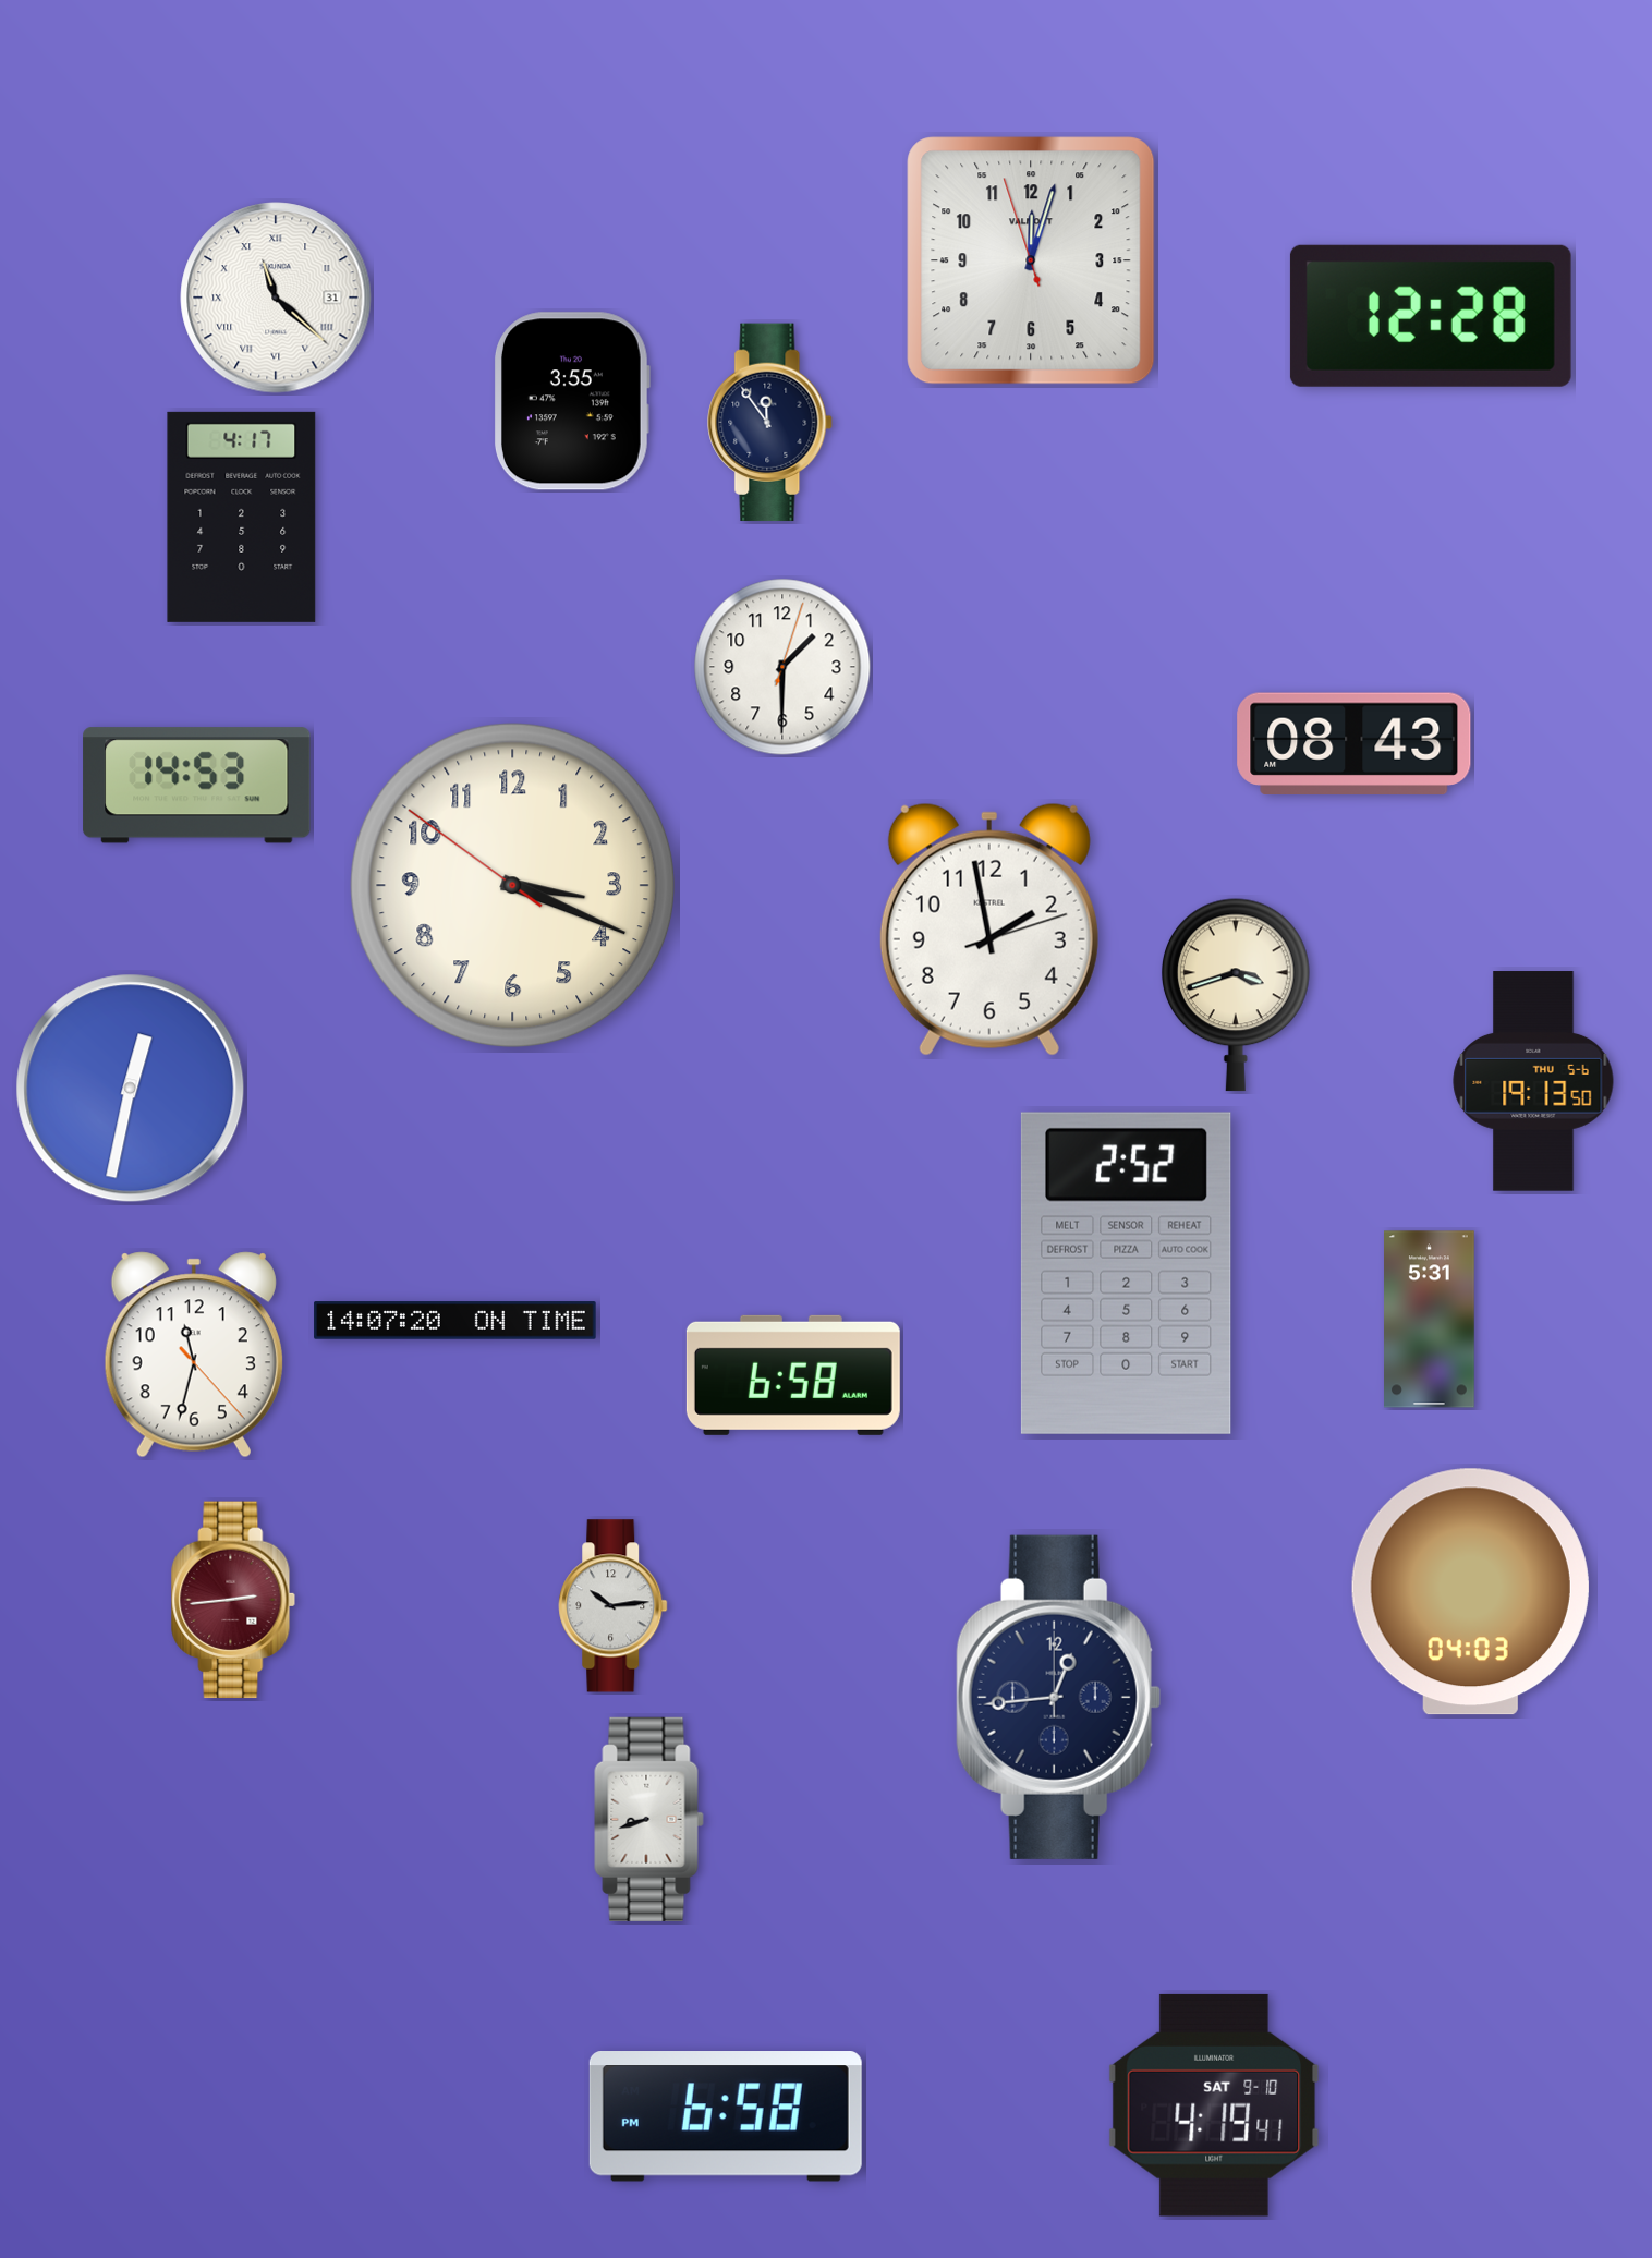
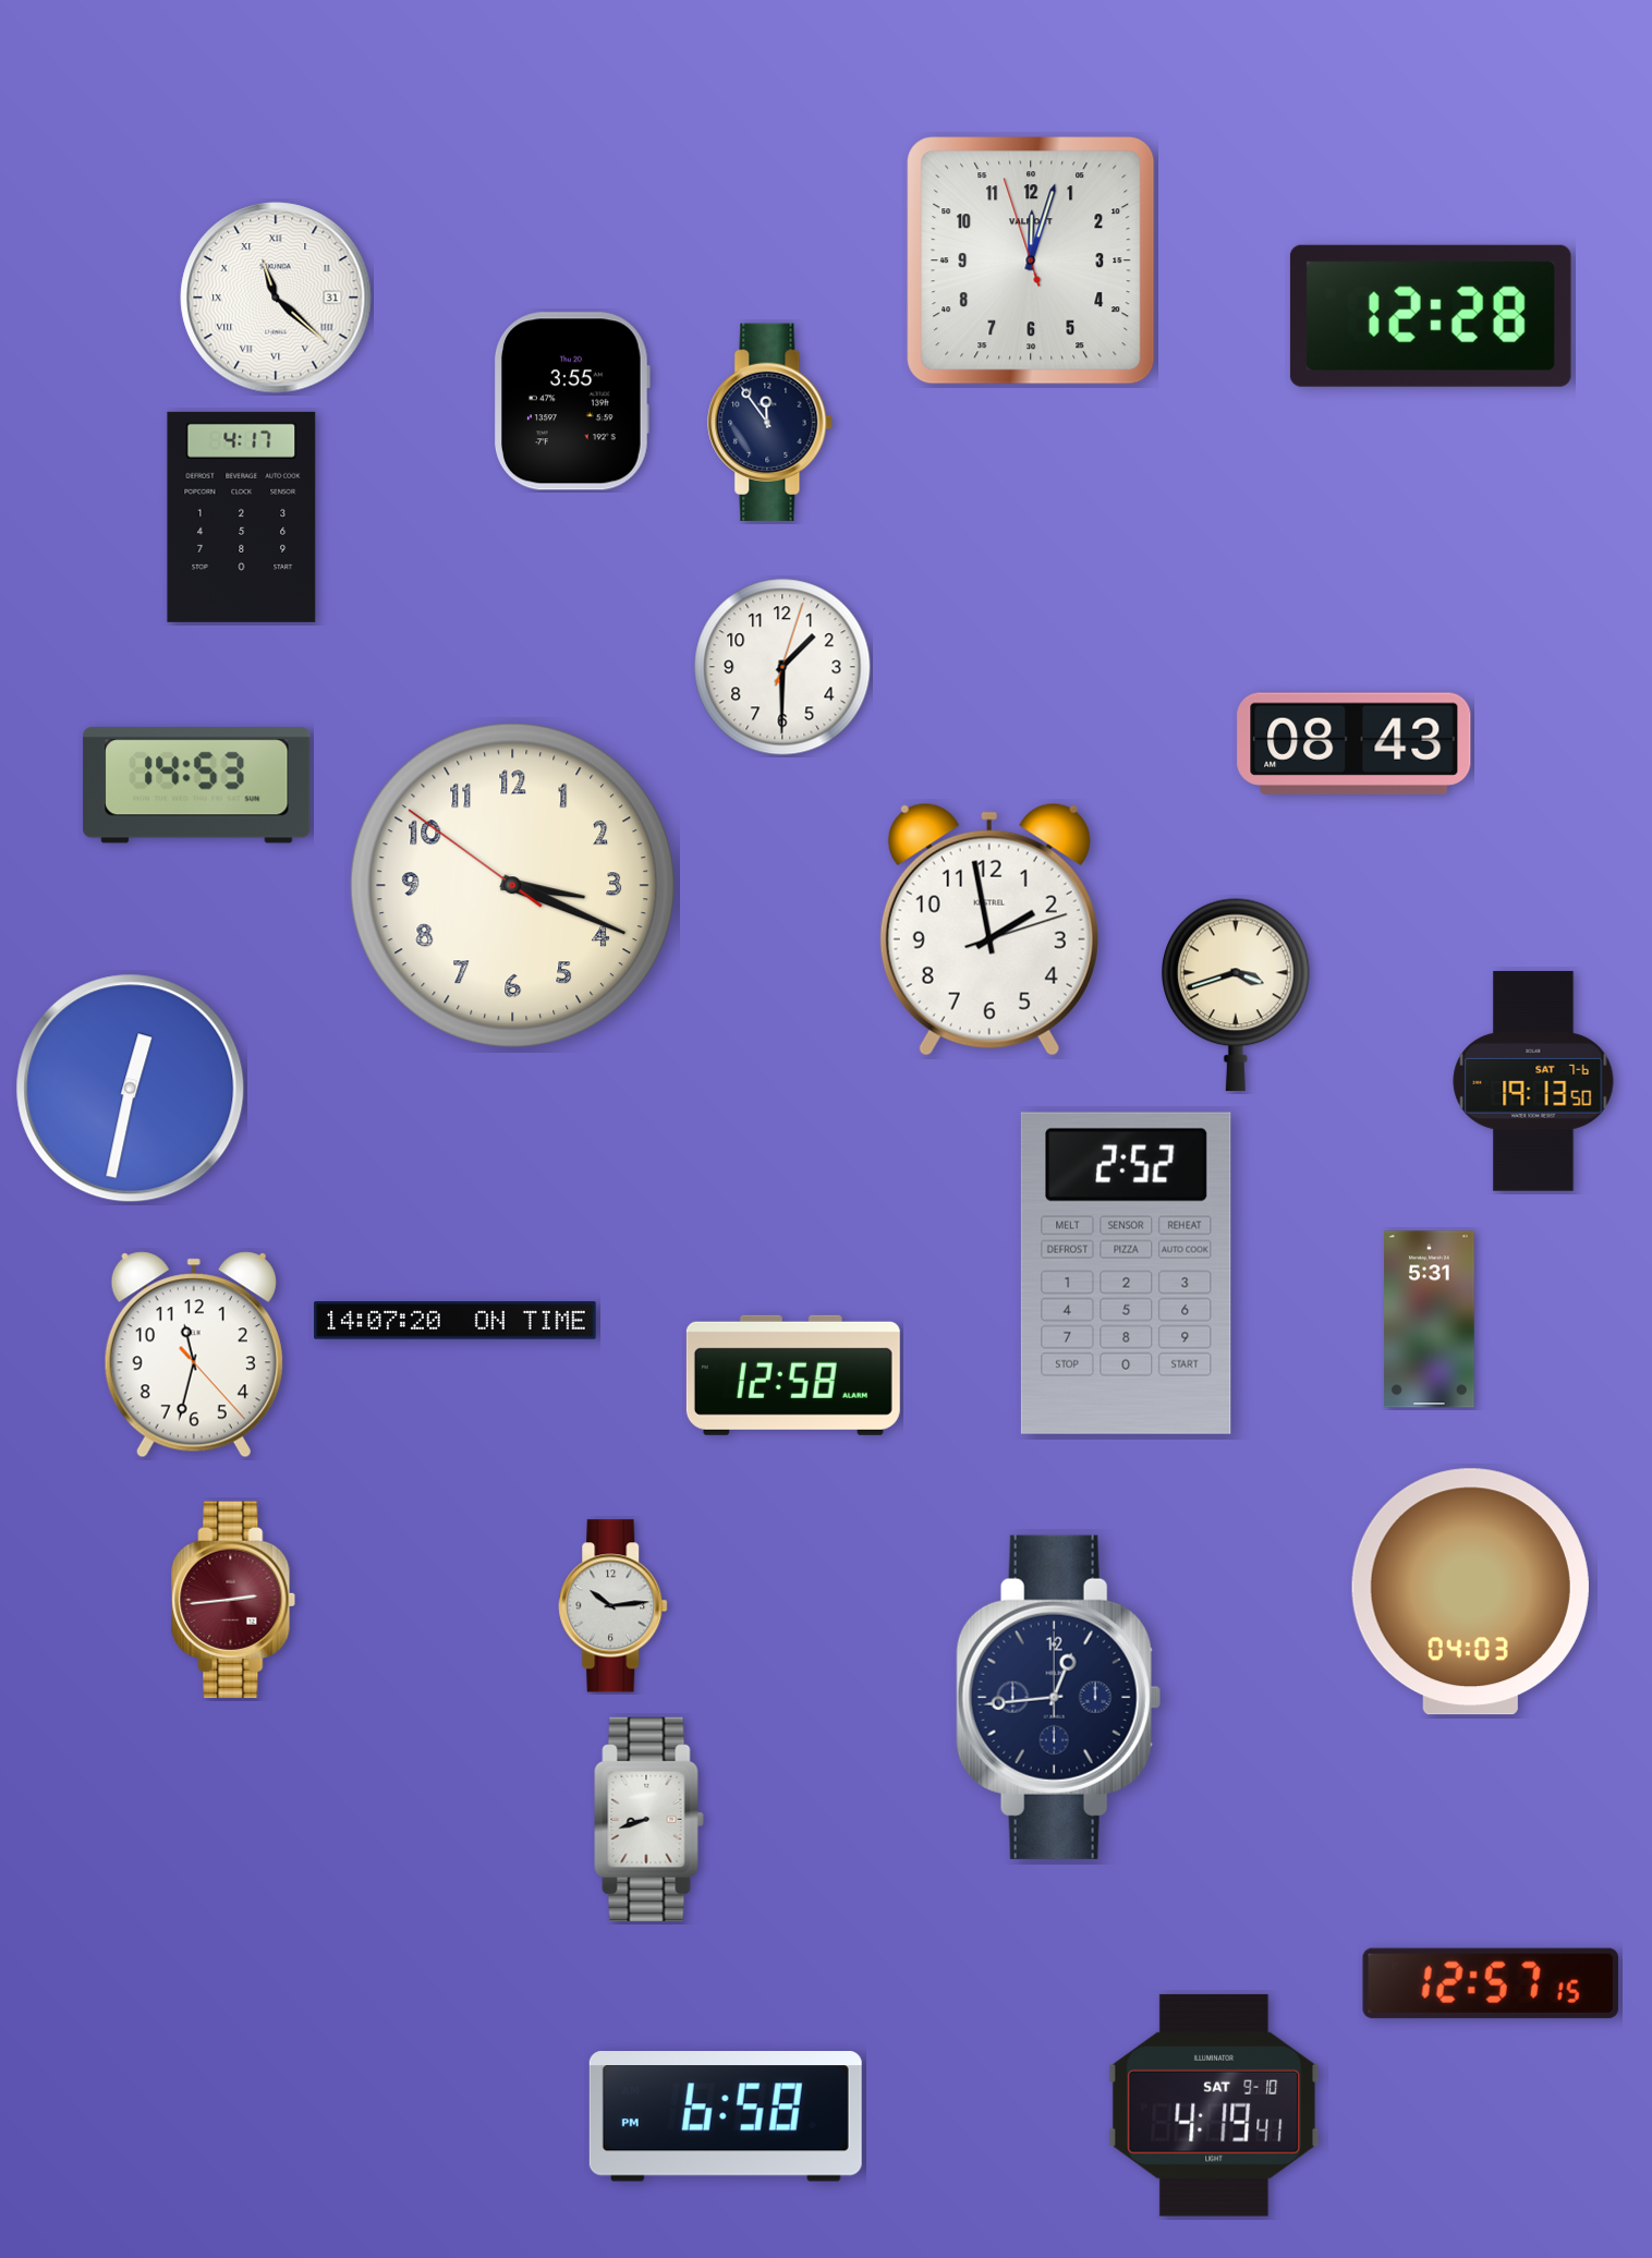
clock at (1533, 1081) date: THU 5-6 -> SAT 7-6
clock at (793, 1375): 6:58 -> 12:58
clock at (1491, 1983): none -> 12:57
